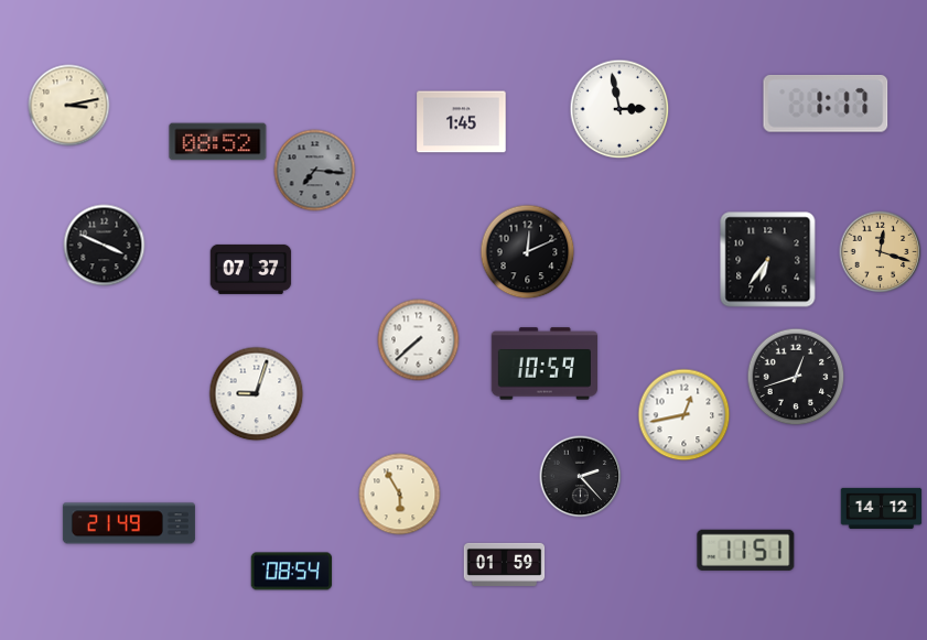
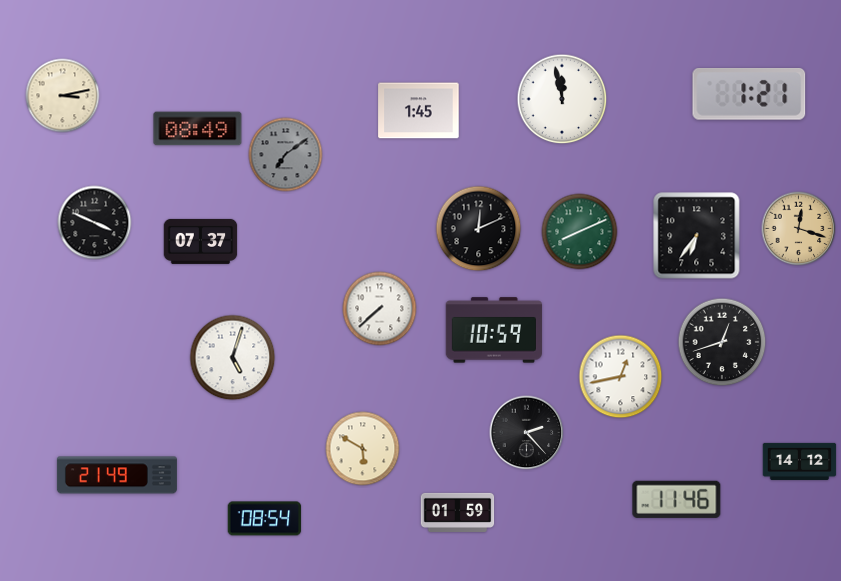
clock at (826, 105): 1:17 -> 1:21
clock at (619, 109): 2:58 -> 11:58
clock at (218, 142): 08:52 -> 08:49
clock at (315, 171): 7:16 -> 7:09
clock at (580, 232): none -> 8:11
clock at (251, 269) position: (251, 269) -> (201, 241)
clock at (257, 394): 9:03 -> 5:03
clock at (400, 495): 5:55 -> 5:50
clock at (746, 550): 11:51 -> 11:46
